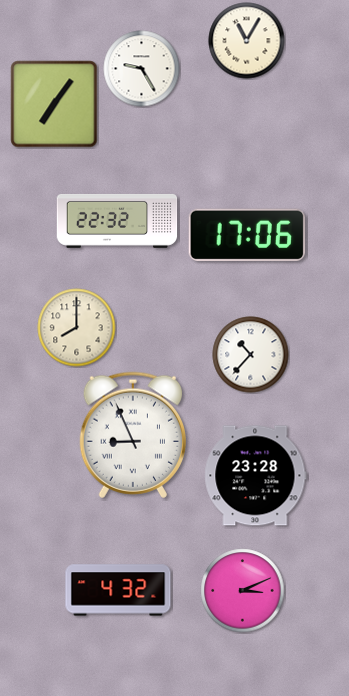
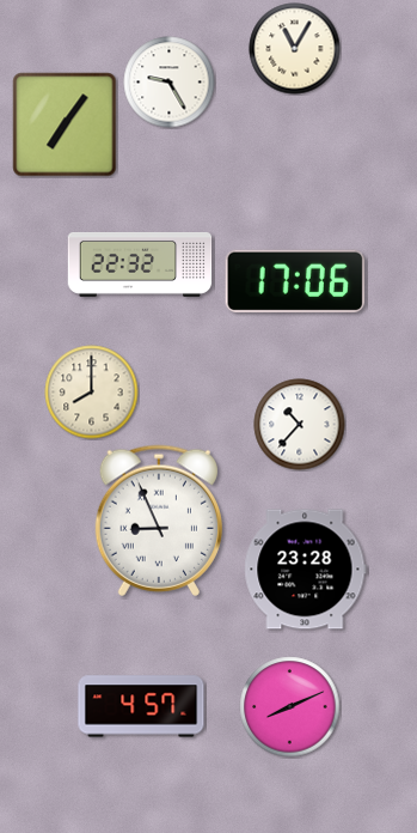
clock at (118, 590): 4:32 -> 4:57
clock at (243, 591): 3:11 -> 8:11
